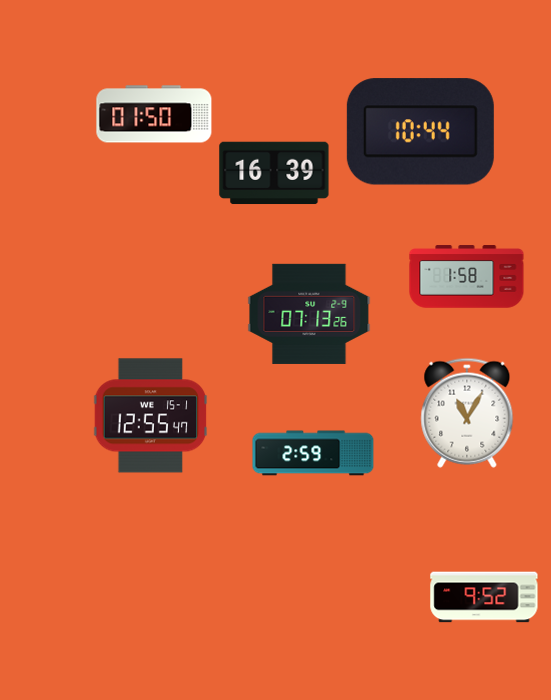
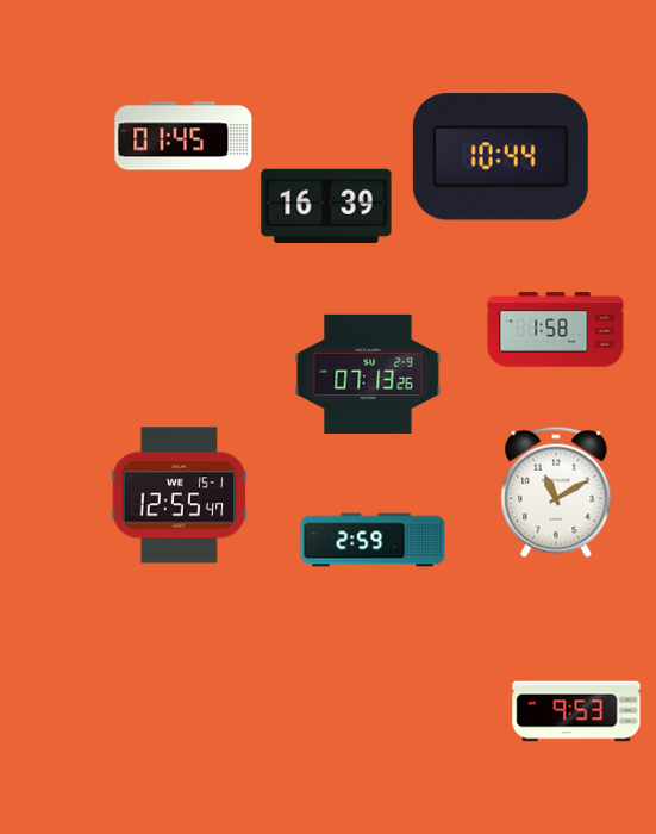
clock at (154, 114): 01:50 -> 01:45
clock at (467, 413): 11:05 -> 11:10
clock at (484, 597): 9:52 -> 9:53
